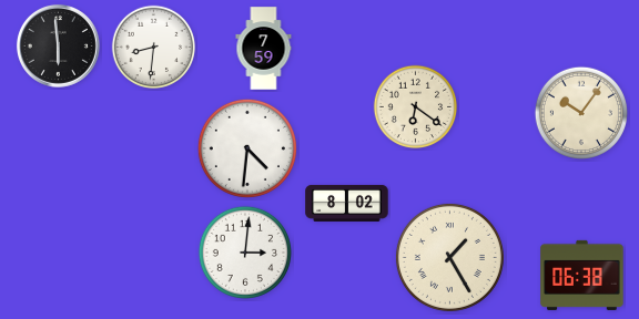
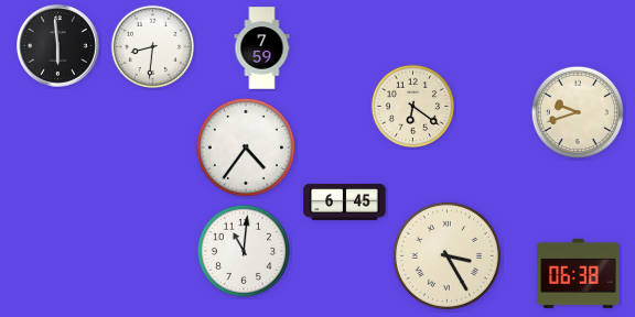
clock at (581, 113): 10:06 -> 9:42
clock at (247, 148): 4:31 -> 4:36
clock at (347, 203): 8:02 -> 6:45
clock at (245, 253): 3:01 -> 11:01
clock at (449, 257): 1:25 -> 3:25
